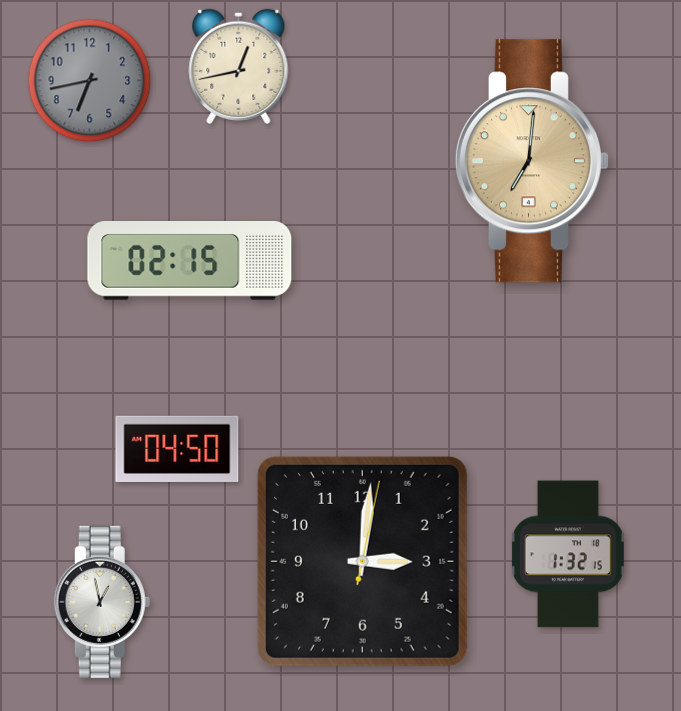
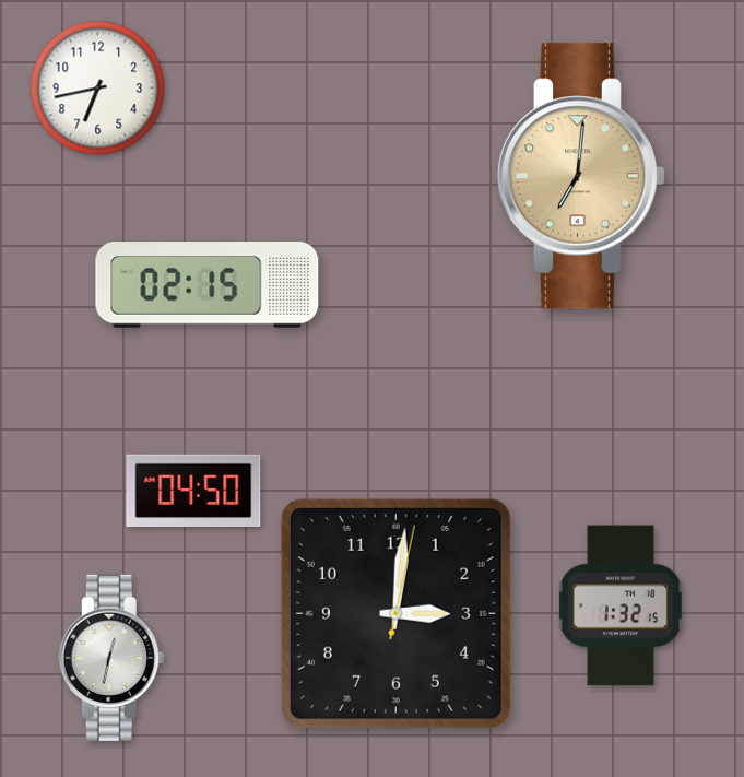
clock at (239, 66): 12:43 -> none
clock at (90, 81) dial: grey -> white
clock at (102, 602): 12:58 -> 12:32
